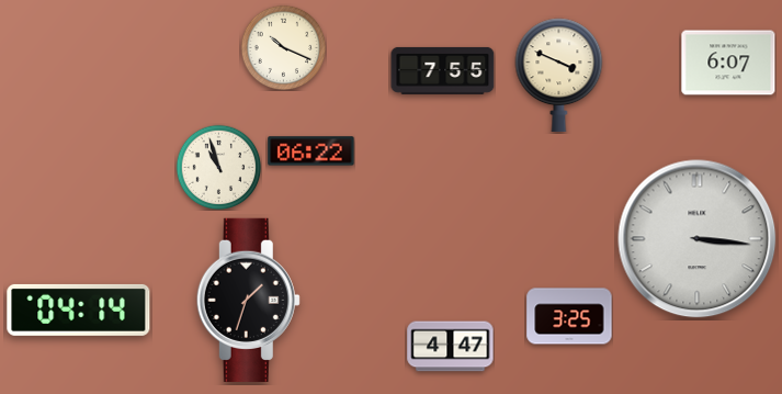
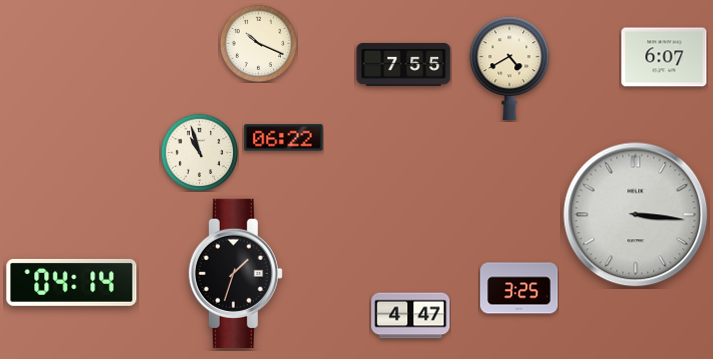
clock at (559, 76): 3:49 -> 4:40
clock at (698, 239) position: (698, 239) -> (636, 215)
clock at (248, 300) position: (248, 300) -> (235, 273)
